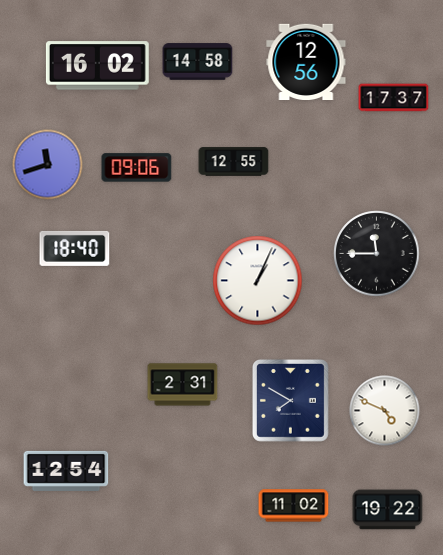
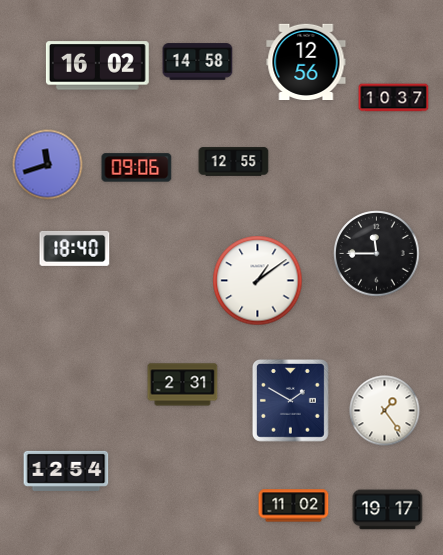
clock at (394, 98): 17:37 -> 10:37
clock at (258, 281): 1:04 -> 1:09
clock at (290, 400): 7:50 -> 1:50
clock at (385, 411): 4:49 -> 1:24
clock at (388, 510): 19:22 -> 19:17
